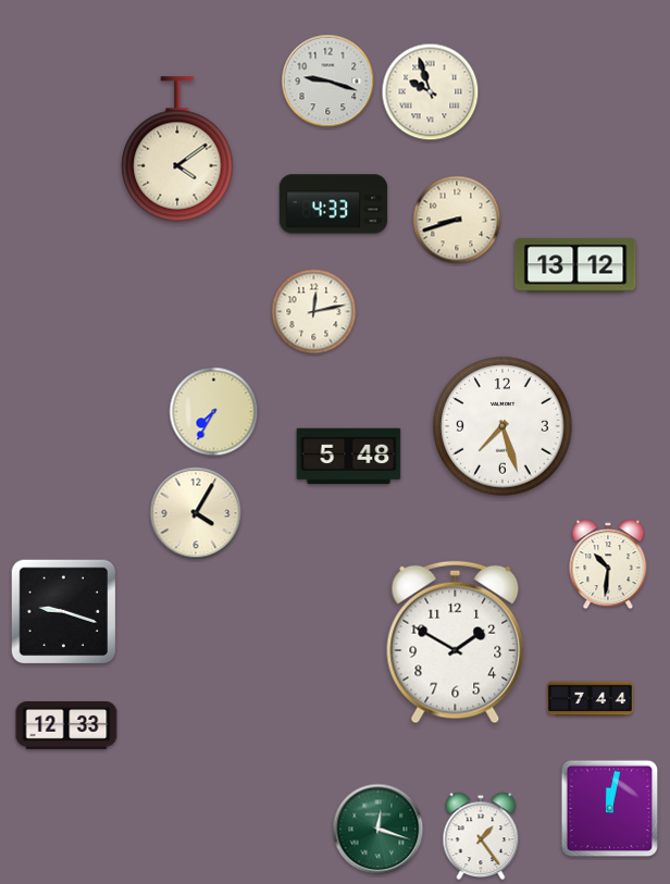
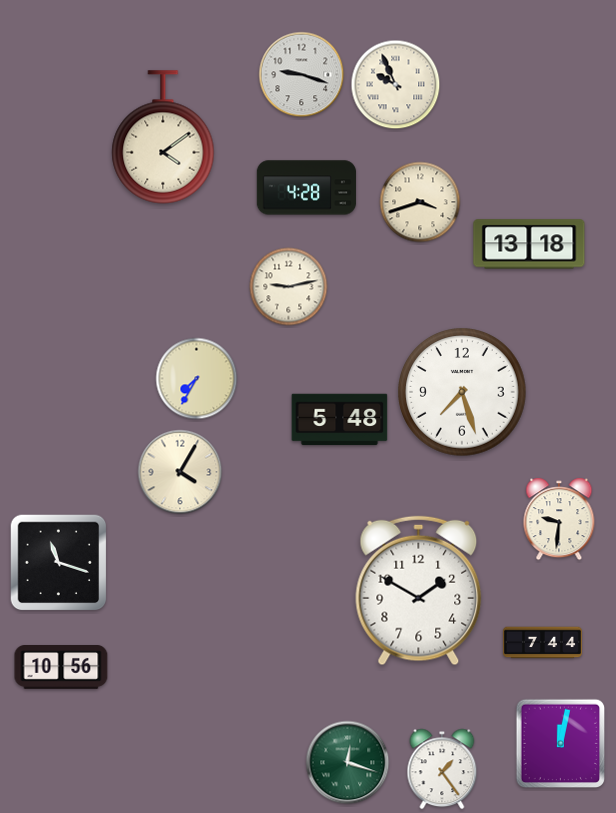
clock at (431, 92): 9:57 -> 9:56
clock at (334, 204): 4:33 -> 4:28
clock at (457, 220): 8:42 -> 3:42
clock at (575, 265): 13:12 -> 13:18
clock at (314, 312): 12:13 -> 9:13
clock at (349, 457) position: (349, 457) -> (340, 420)
clock at (608, 564): 10:31 -> 9:31
clock at (64, 612): 9:18 -> 11:18
clock at (66, 725): 12:33 -> 10:56
